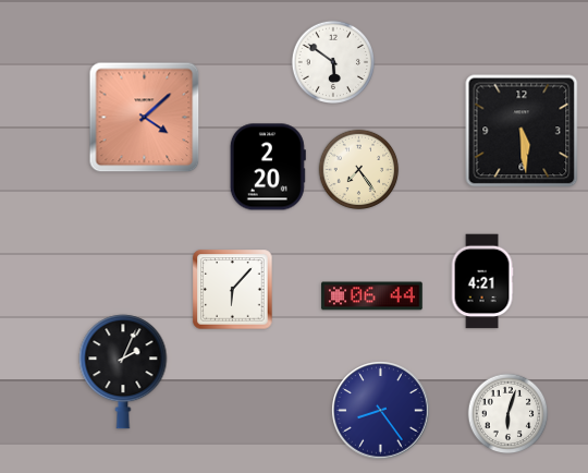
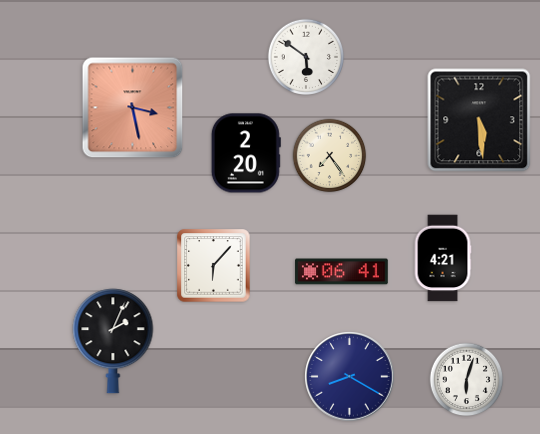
clock at (145, 118): 4:08 -> 3:28
clock at (372, 296): 06:44 -> 06:41
clock at (381, 411): 8:24 -> 8:20
